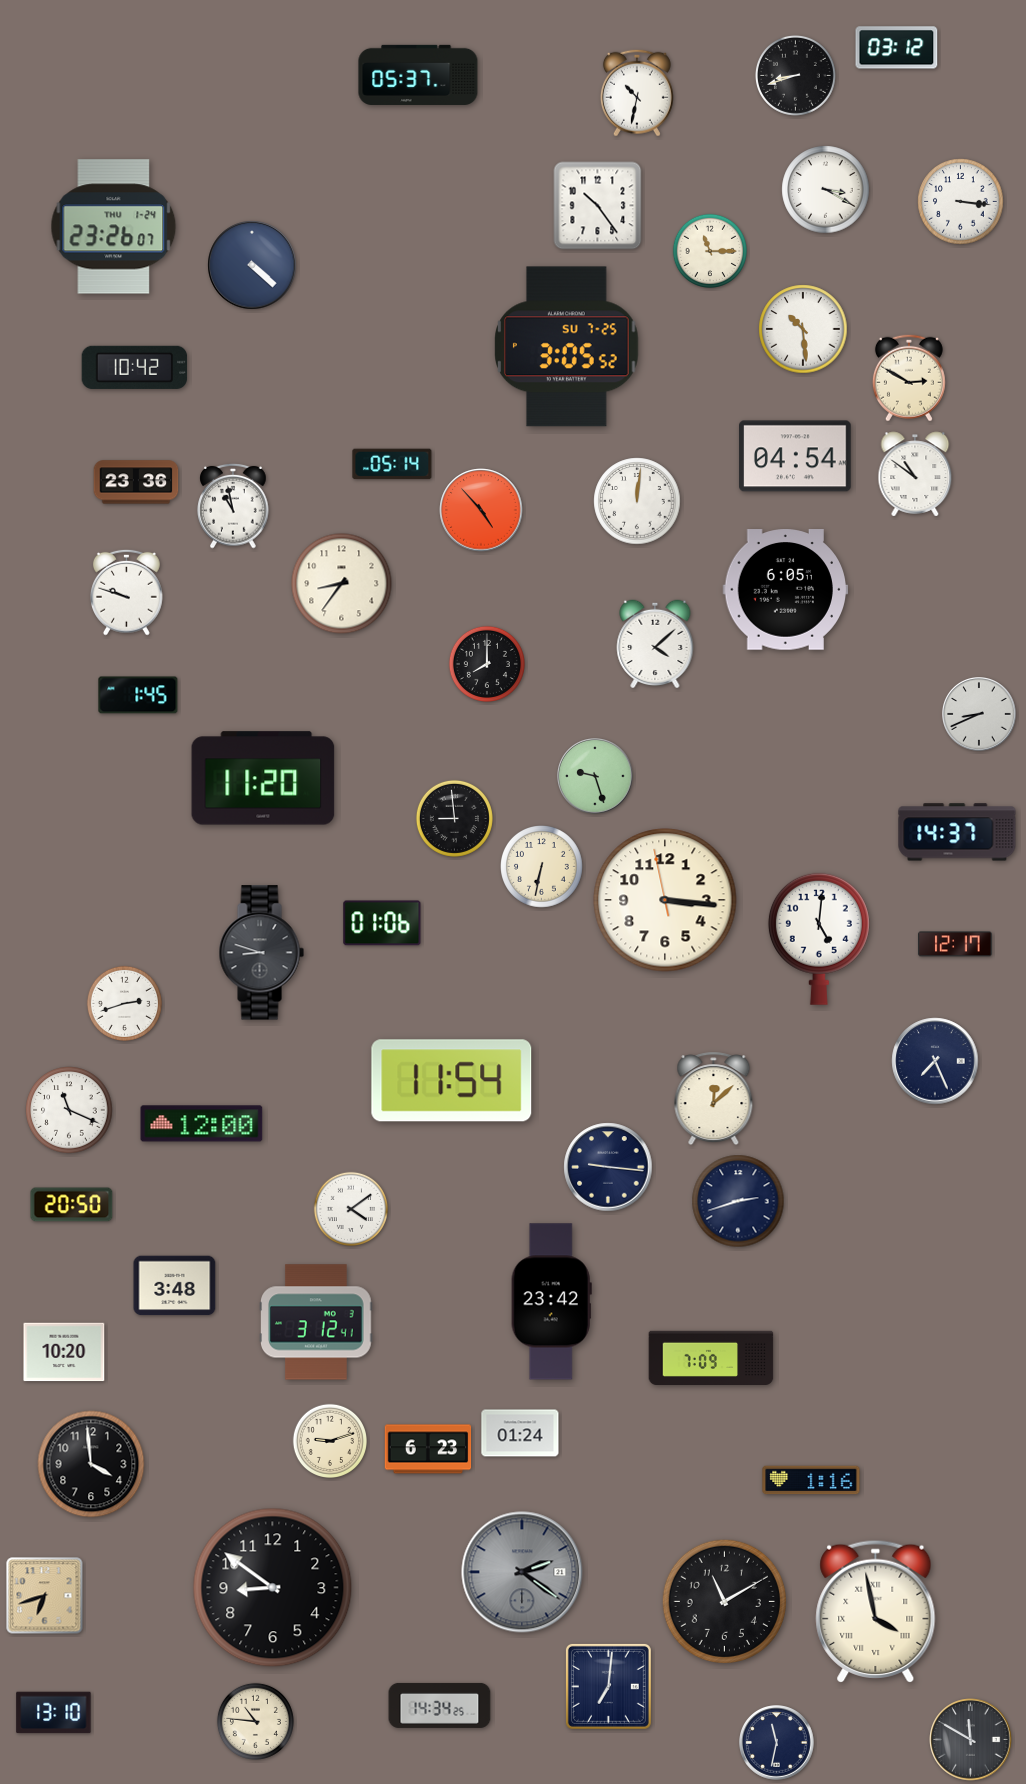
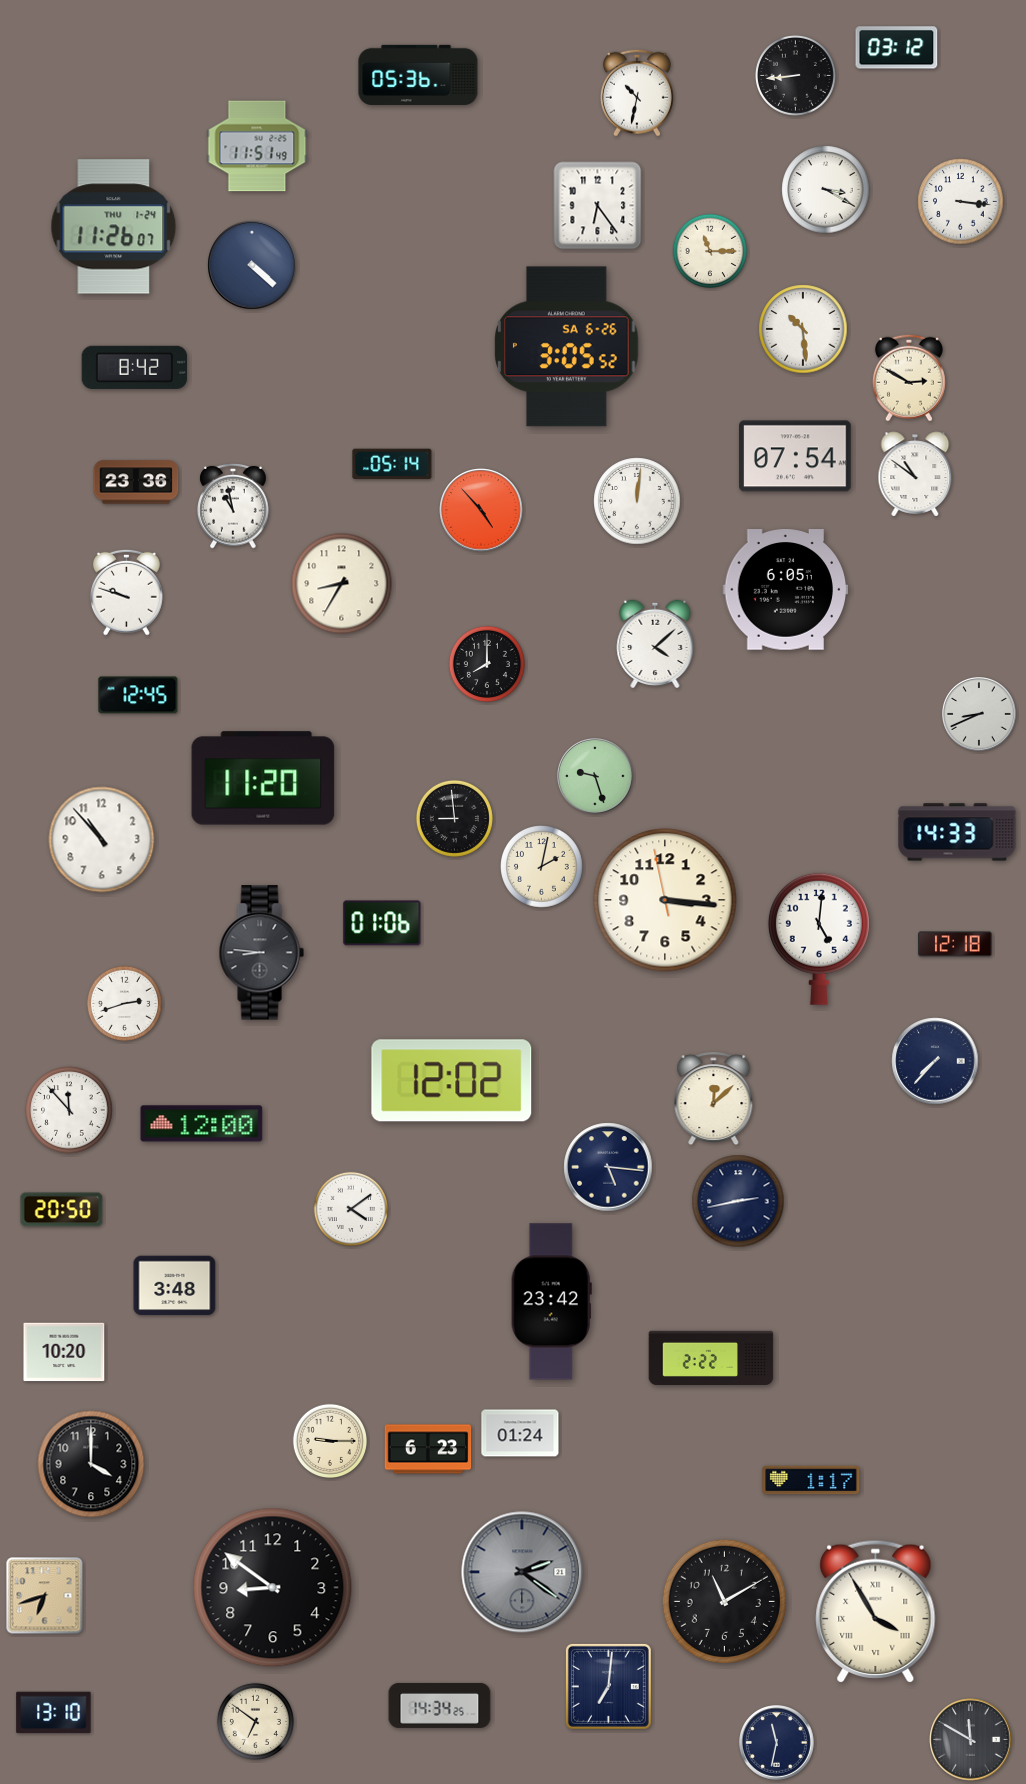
clock at (418, 75): 05:37 -> 05:36
clock at (795, 75): 8:42 -> 8:44
clock at (257, 146): none -> 11:51
clock at (598, 206): 10:24 -> 6:24
clock at (114, 227): 23:26 -> 11:26
clock at (567, 347) date: SU 7-25 -> SA 6-26
clock at (135, 367): 10:42 -> 8:42
clock at (796, 456): 04:54 -> 07:54
clock at (342, 584): 8:36 -> 8:35
clock at (138, 695): 1:45 -> 12:45
clock at (957, 832): 14:37 -> 14:33
clock at (102, 840): none -> 10:53
clock at (542, 867): 6:32 -> 2:02
clock at (955, 944): 12:17 -> 12:18
clock at (261, 953): 8:48 -> 8:46
clock at (935, 1061): 7:26 -> 7:37
clock at (452, 1081): 11:54 -> 12:02
clock at (69, 1110): 11:19 -> 11:53
clock at (608, 1167): 9:16 -> 5:16
clock at (738, 1201): 2:42 -> 2:43
clock at (72, 1205) position: (72, 1205) -> (62, 1210)
clock at (317, 1322): 3:12 -> none
clock at (711, 1357): 7:09 -> 2:22
clock at (329, 1440): 9:12 -> 9:15
clock at (91, 1464): 3:59 -> 4:00
clock at (811, 1480): 1:16 -> 1:17
clock at (876, 1611): 3:58 -> 3:55
clock at (255, 1721): 10:46 -> 6:51
